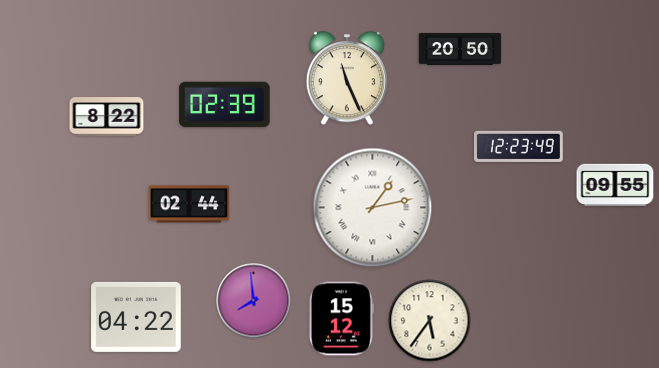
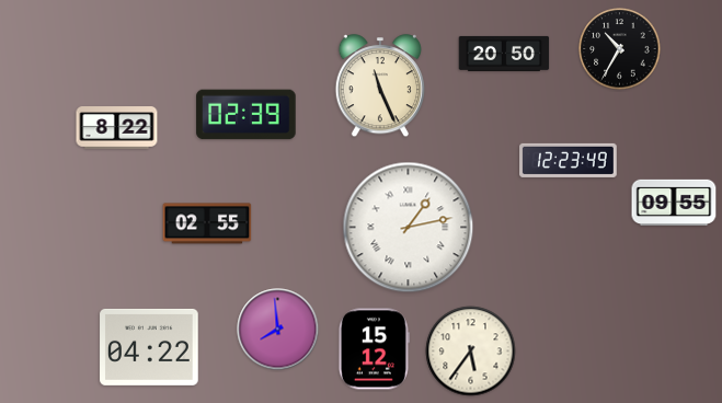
clock at (620, 49): none -> 10:35
clock at (189, 204): 02:44 -> 02:55
